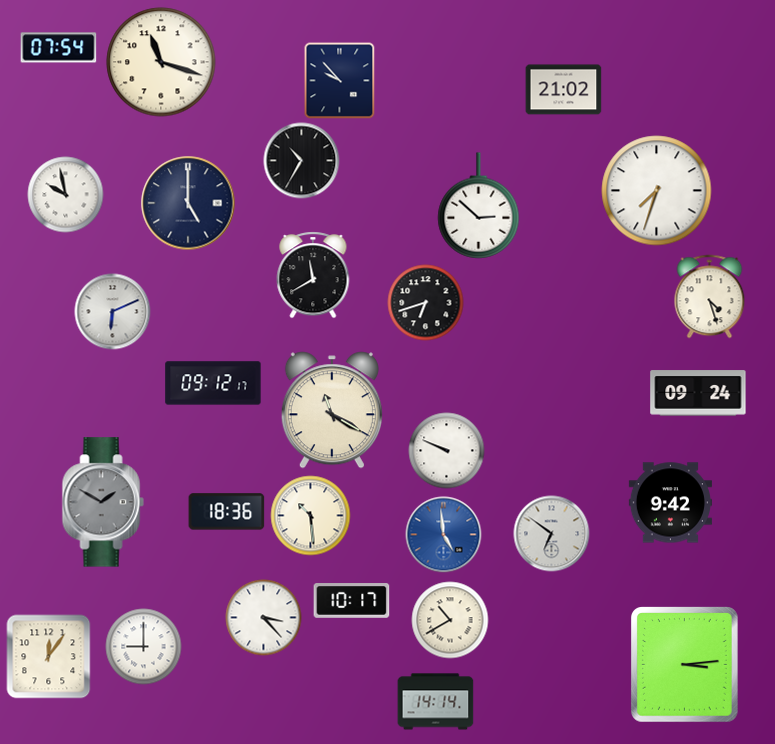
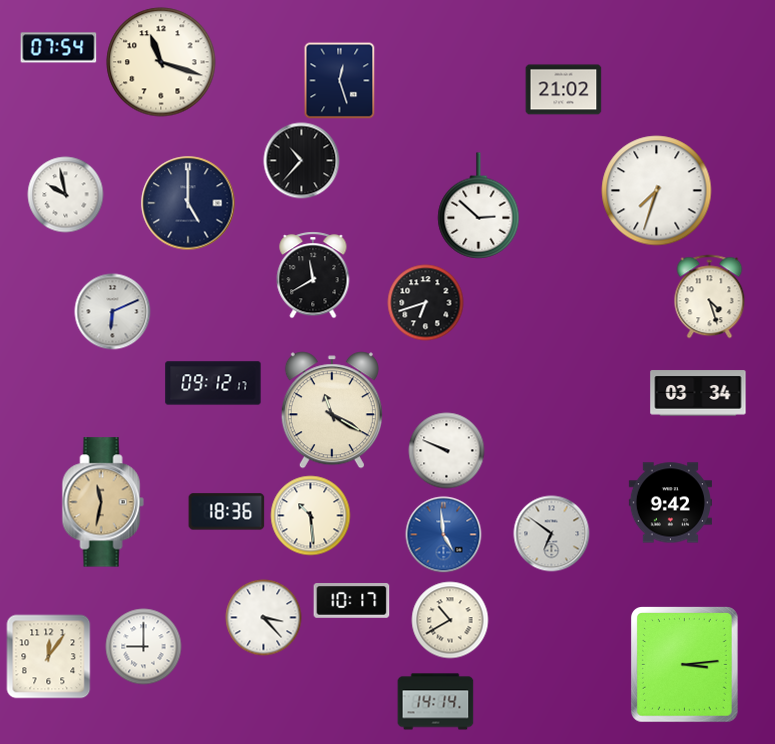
clock at (340, 81): 9:53 -> 12:27
clock at (302, 161): 10:35 -> 10:37
clock at (698, 393): 09:24 -> 03:34
clock at (103, 502): 1:50 -> 11:32
clock at (103, 502) dial: grey -> champagne
